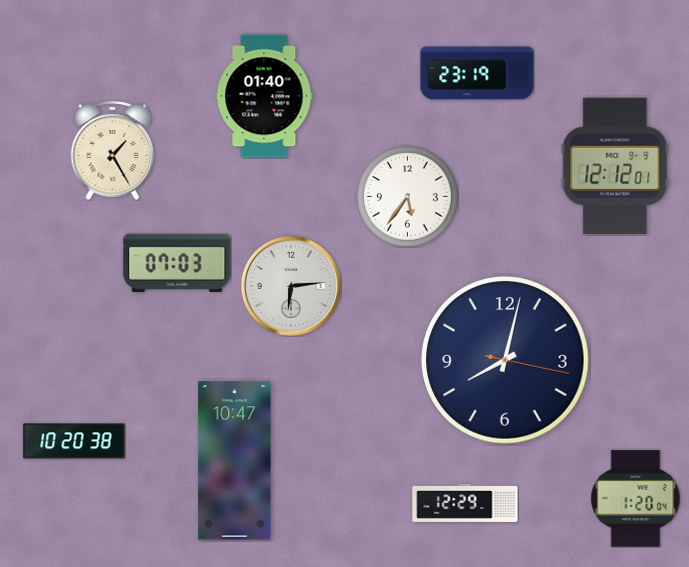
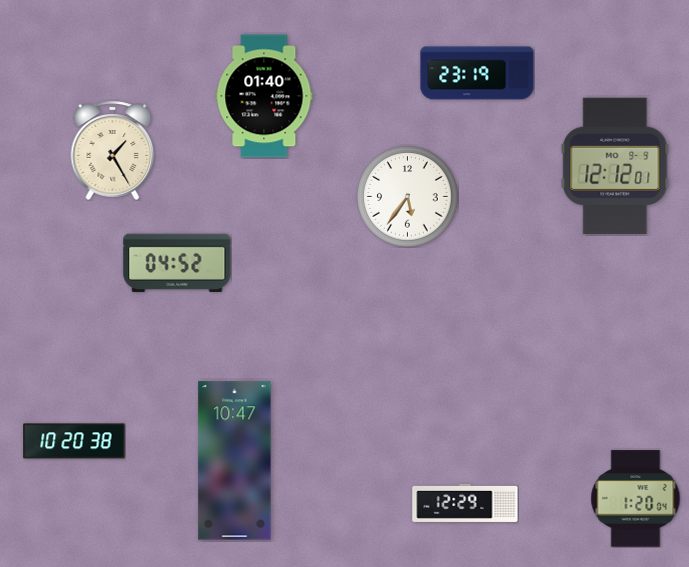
clock at (177, 263): 07:03 -> 04:52
clock at (291, 286): 6:14 -> none
clock at (505, 360): 8:02 -> none
